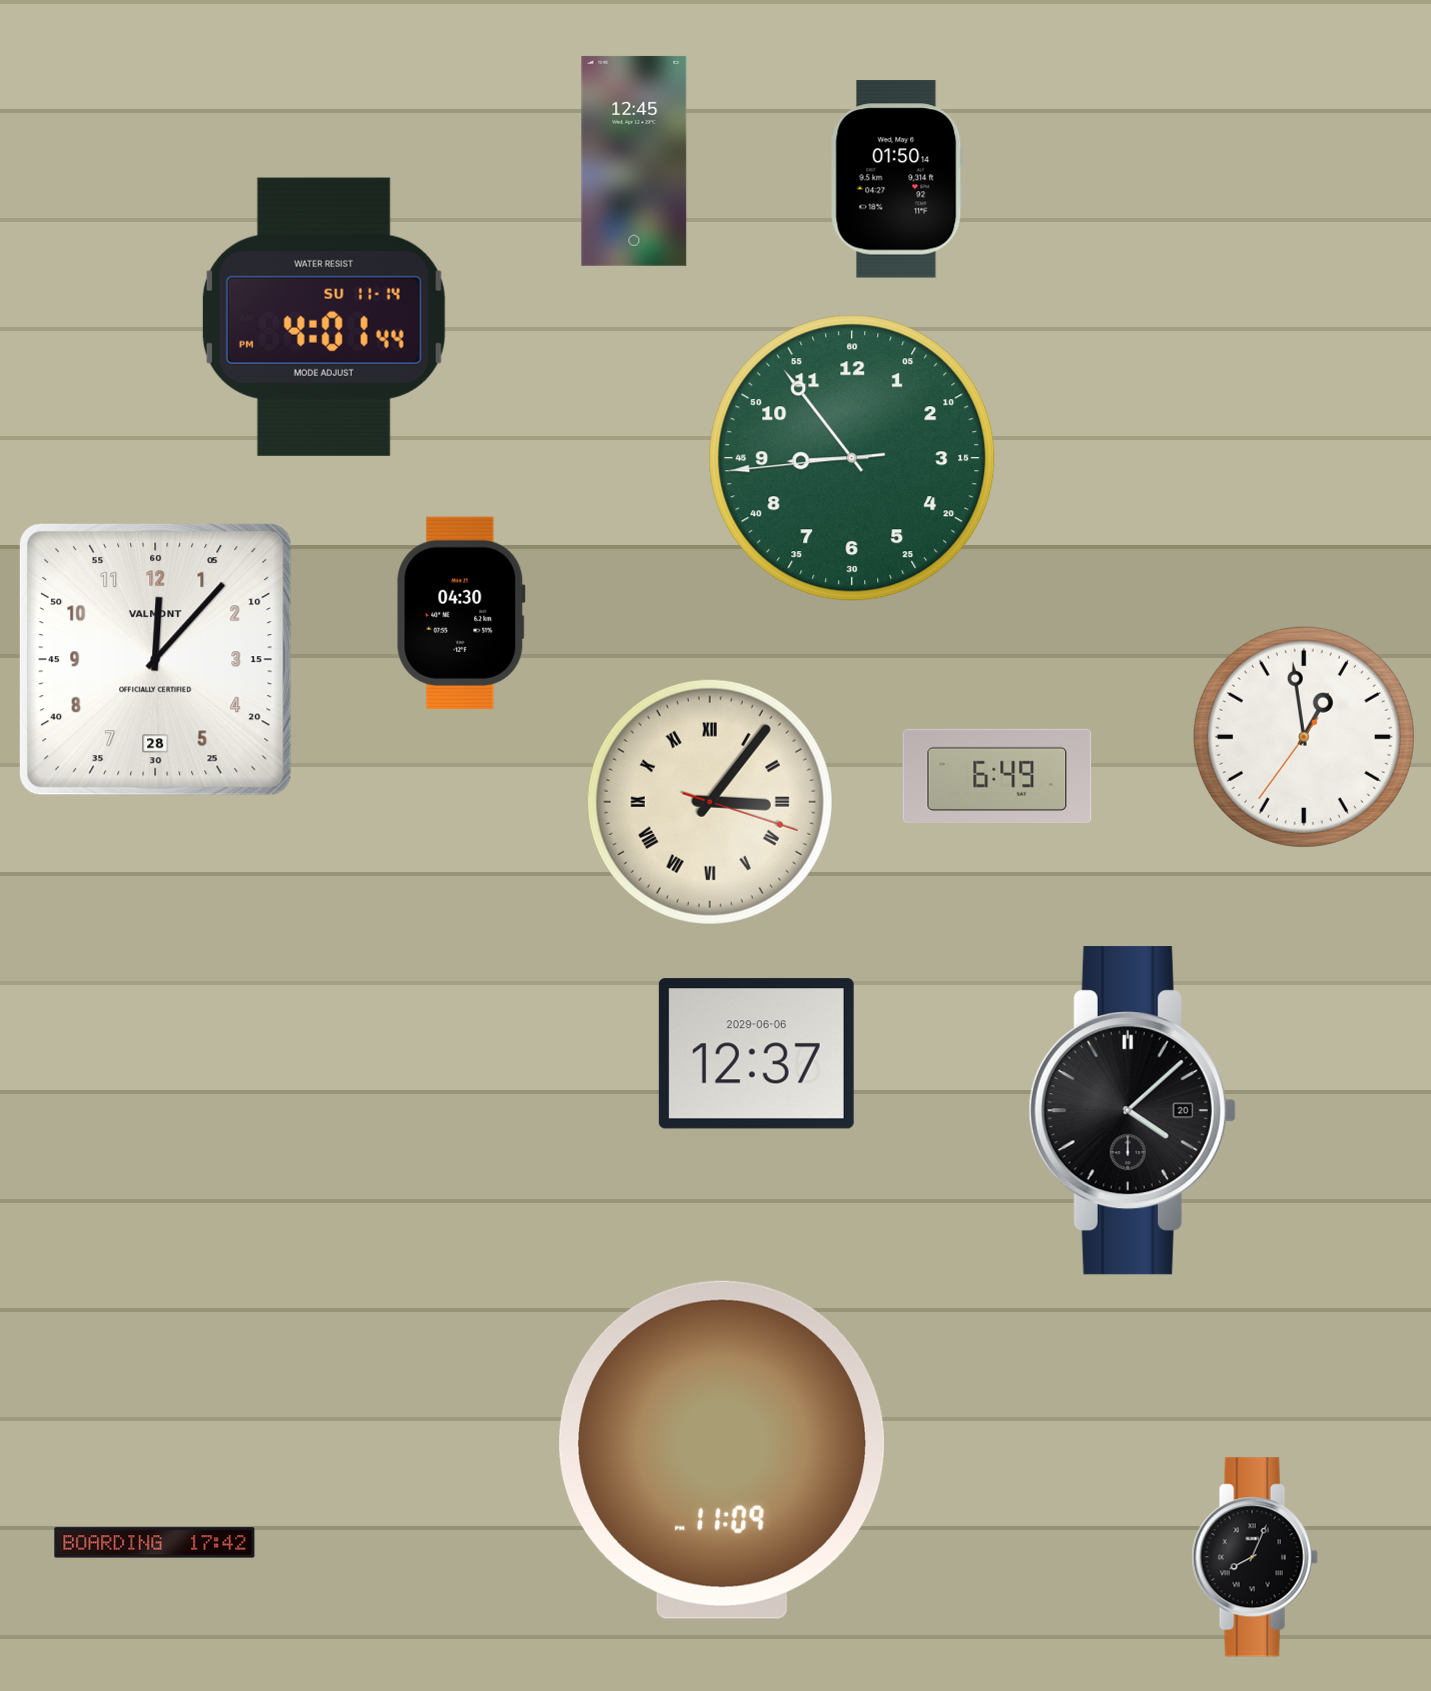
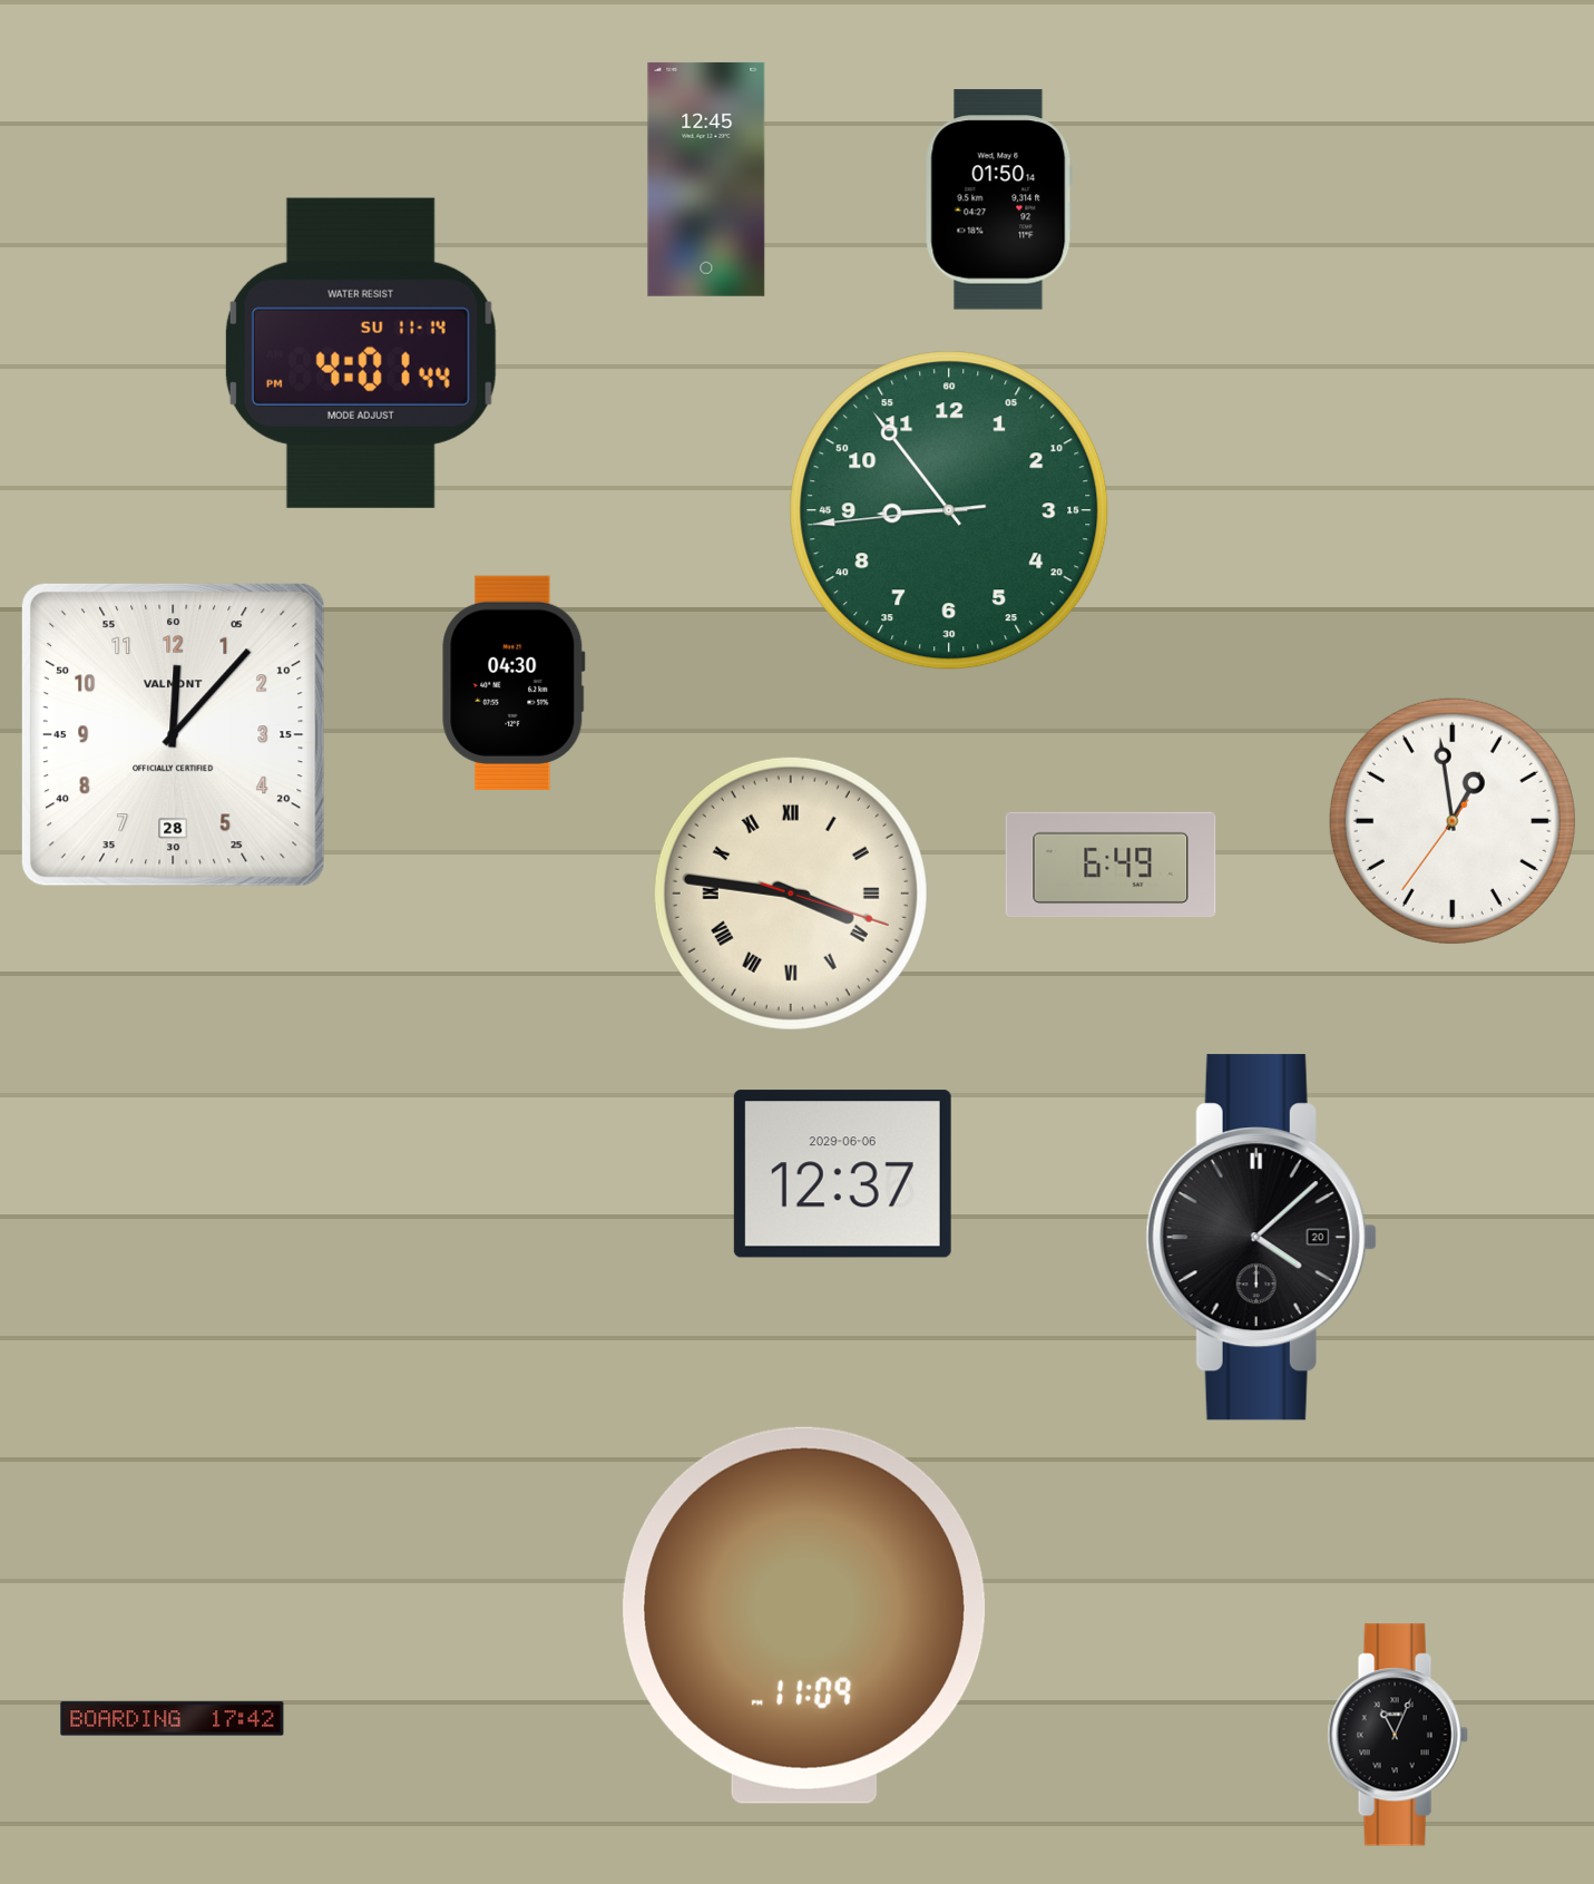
clock at (710, 802): 3:06 -> 3:46
clock at (1255, 1557): 8:04 -> 11:04
